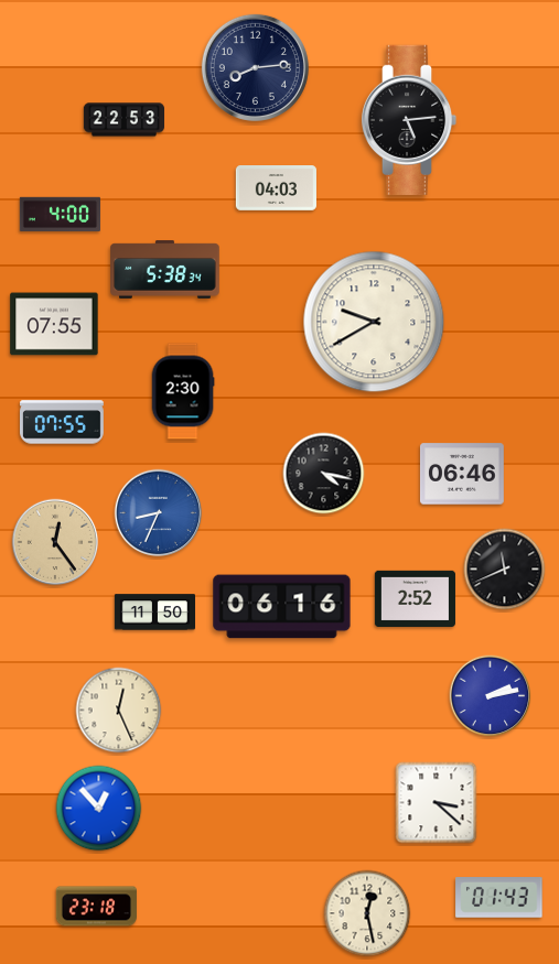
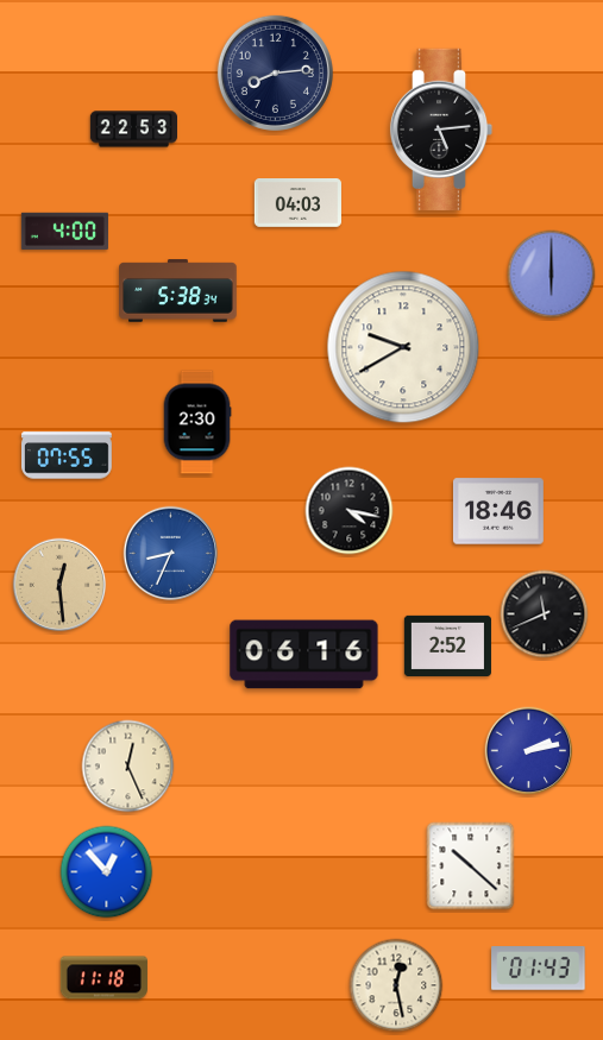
clock at (552, 275): none -> 6:00
clock at (54, 324): 07:55 -> none
clock at (462, 474): 06:46 -> 18:46
clock at (55, 542): 12:24 -> 12:29
clock at (154, 613): 11:50 -> none
clock at (437, 803): 3:22 -> 10:22
clock at (96, 907): 23:18 -> 11:18
